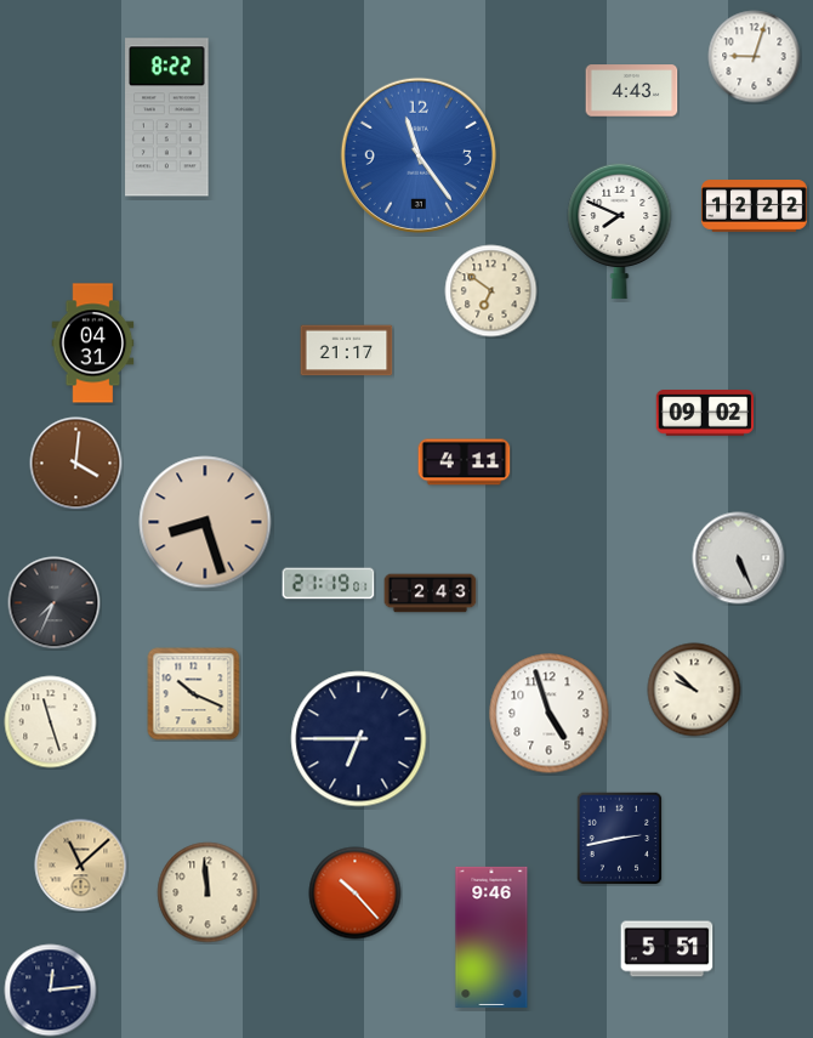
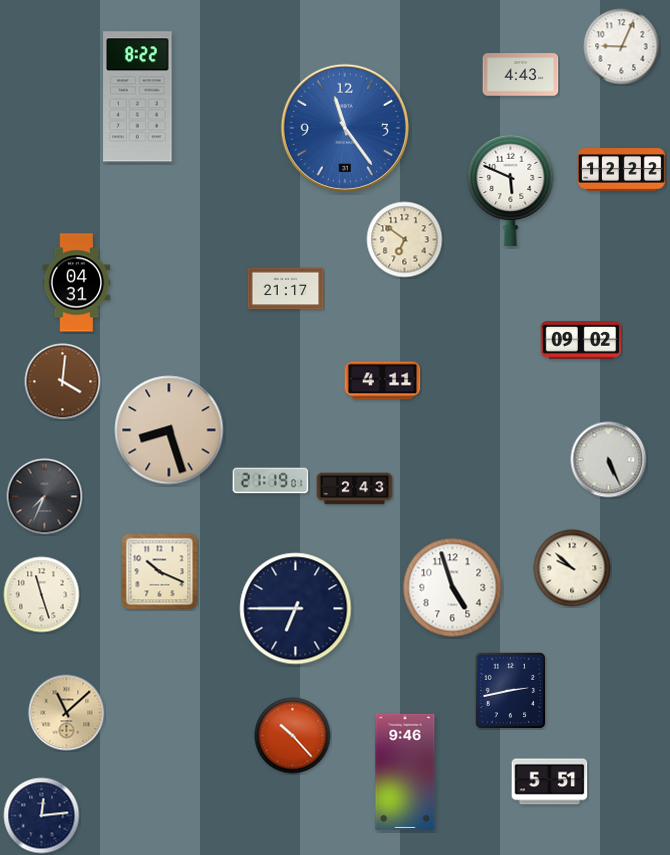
clock at (755, 57): 9:03 -> 9:04
clock at (620, 231): 7:49 -> 5:49
clock at (207, 892): 11:59 -> none
